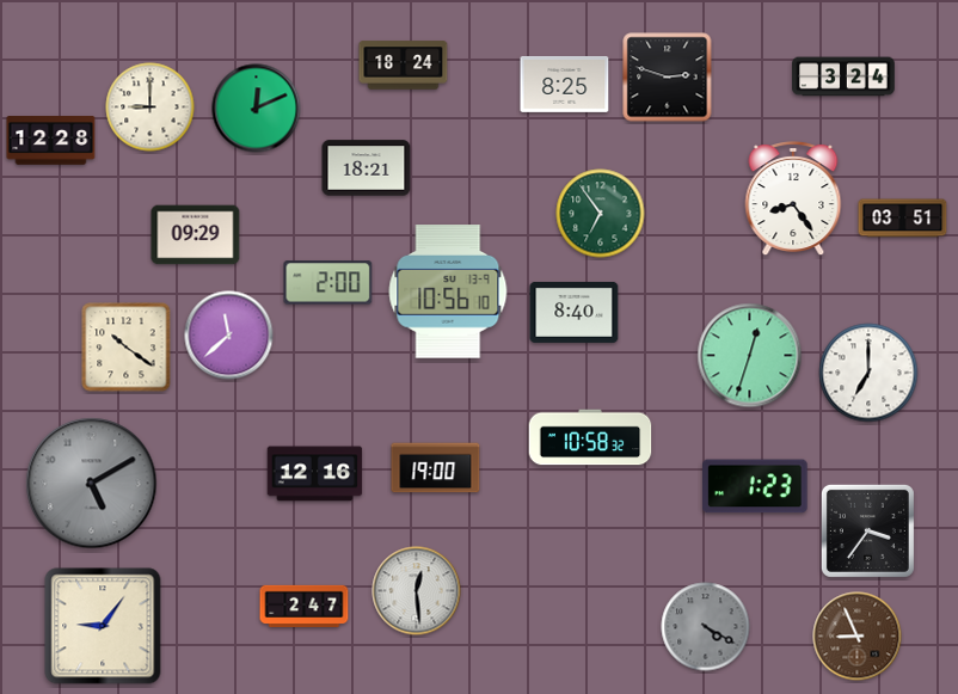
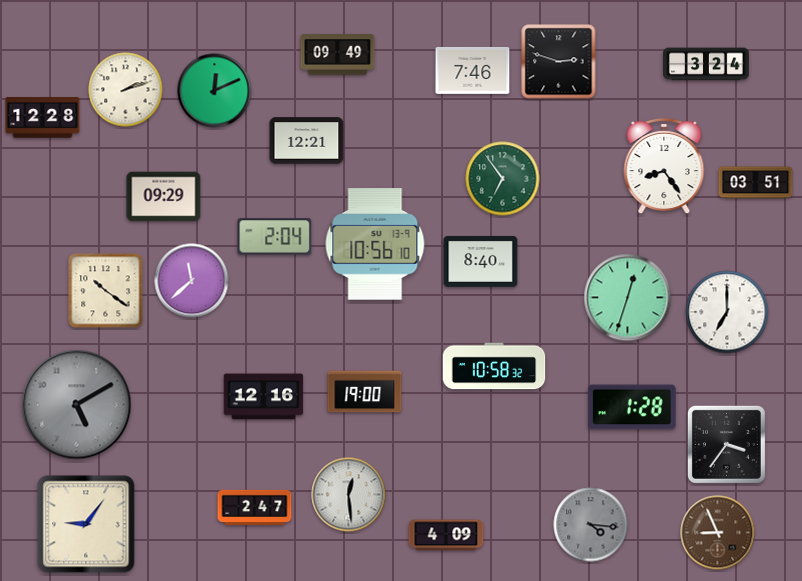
clock at (404, 66): 18:24 -> 09:49
clock at (668, 78) position: (668, 78) -> (559, 62)
clock at (565, 84): 8:25 -> 7:46
clock at (151, 108): 9:00 -> 2:12
clock at (367, 168): 18:21 -> 12:21
clock at (328, 283): 2:00 -> 2:04
clock at (755, 486): 1:23 -> 1:28
clock at (706, 627): 4:20 -> 4:16
clock at (446, 535): none -> 4:09
